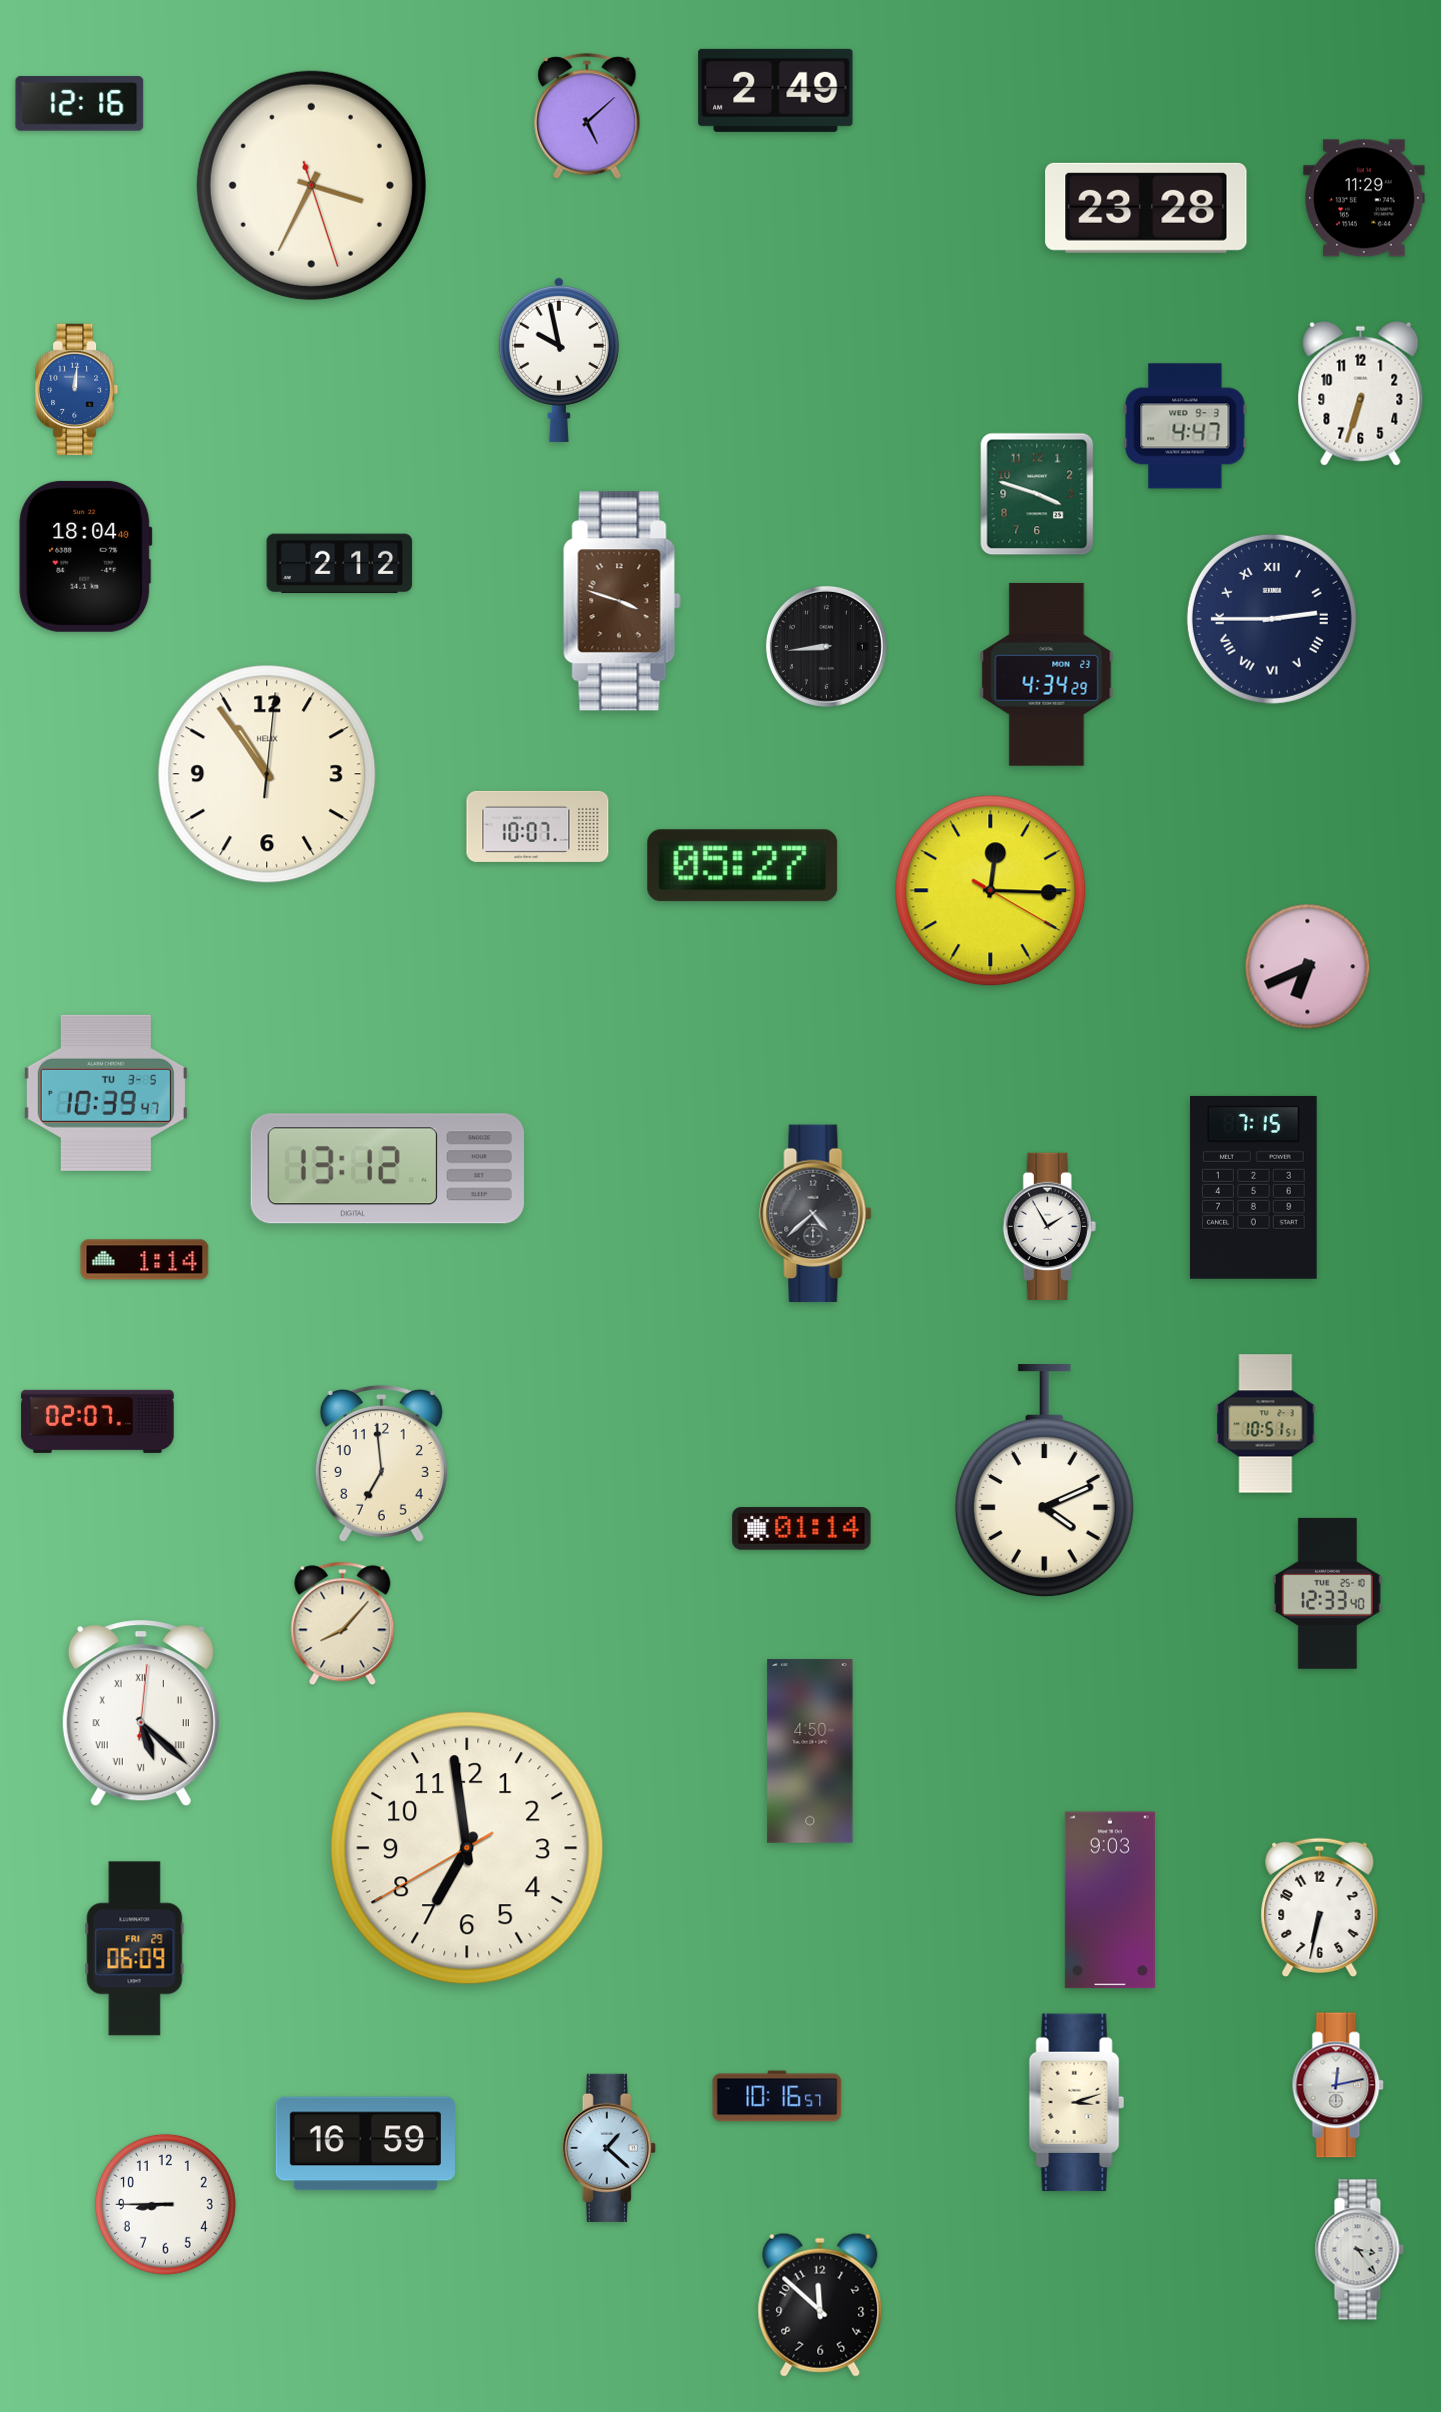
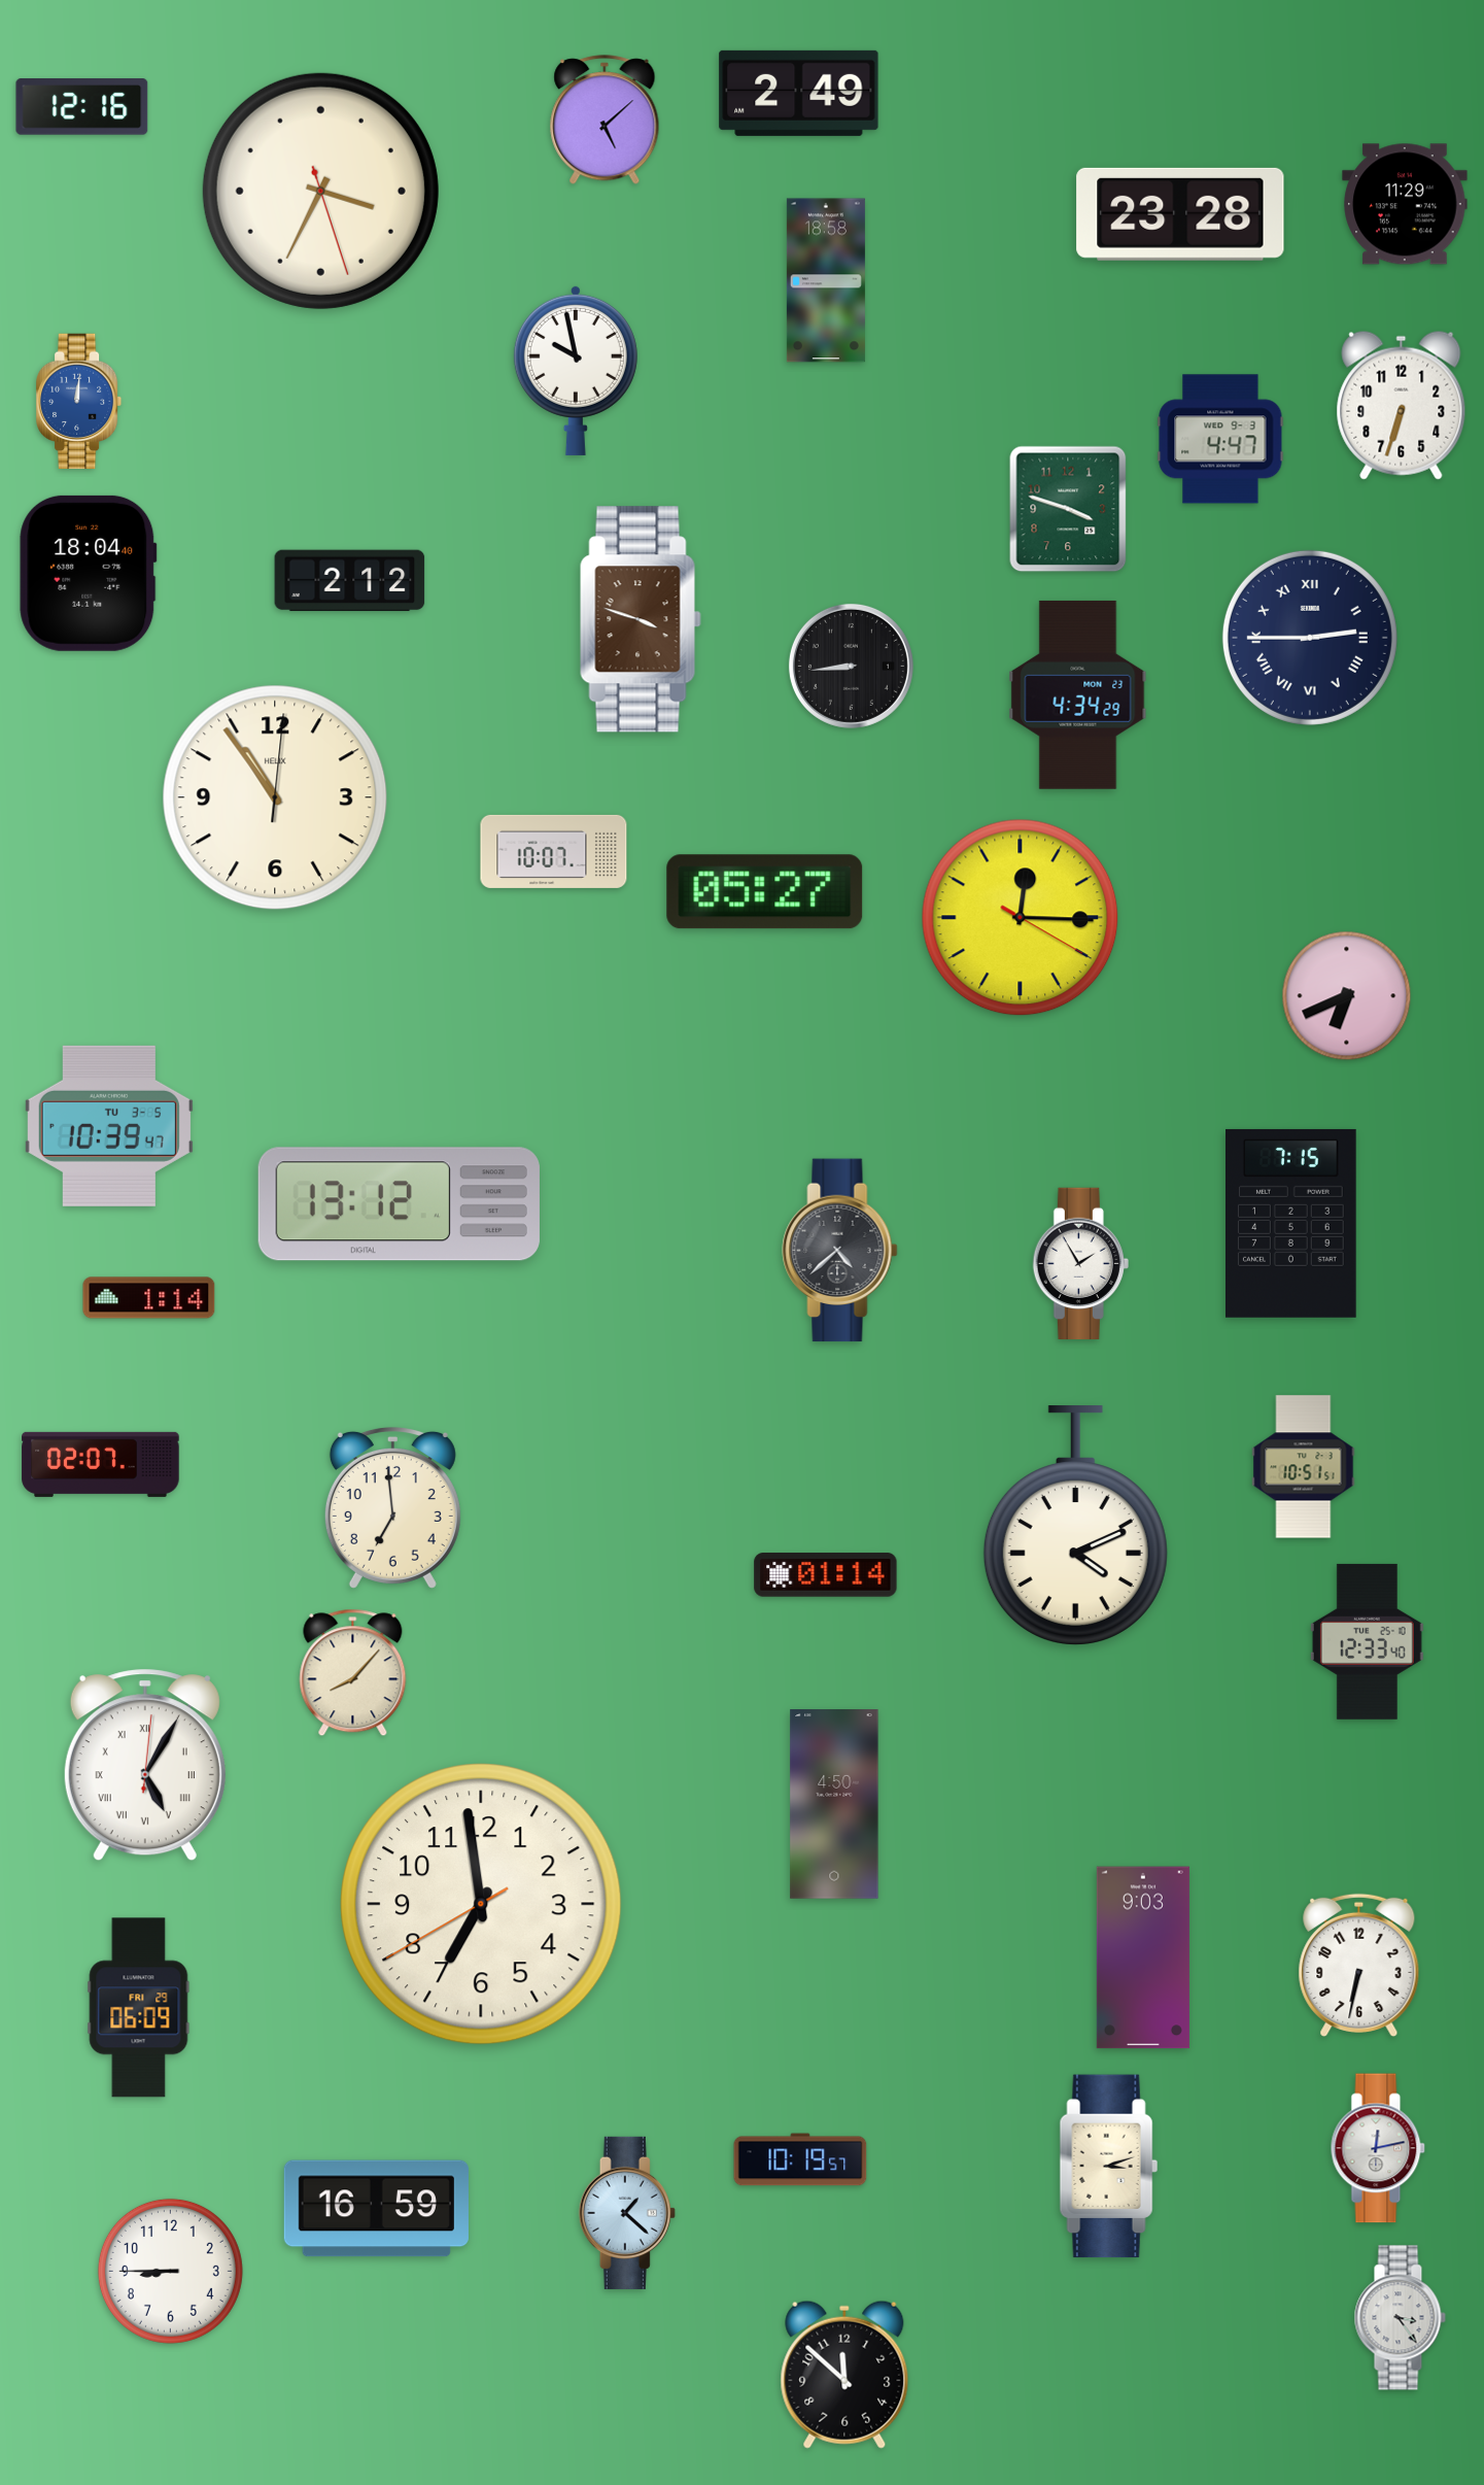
clock at (826, 280): none -> 18:58
clock at (141, 1713): 5:22 -> 5:05
clock at (777, 2096): 10:16 -> 10:19
